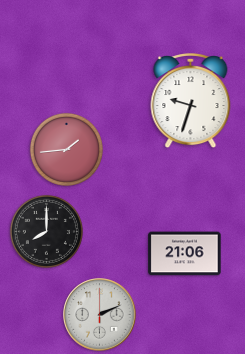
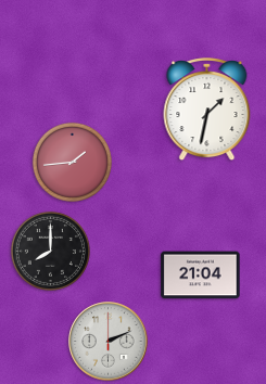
clock at (191, 102): 9:33 -> 1:32
clock at (185, 254): 21:06 -> 21:04
